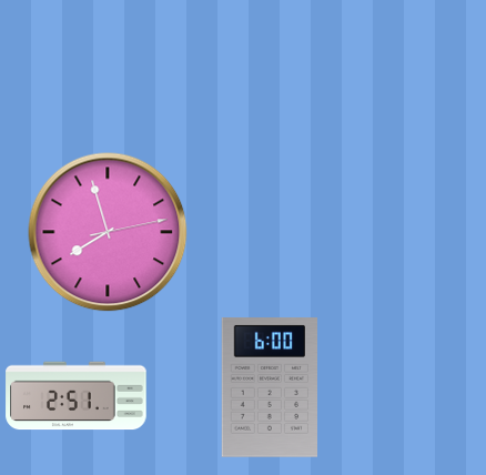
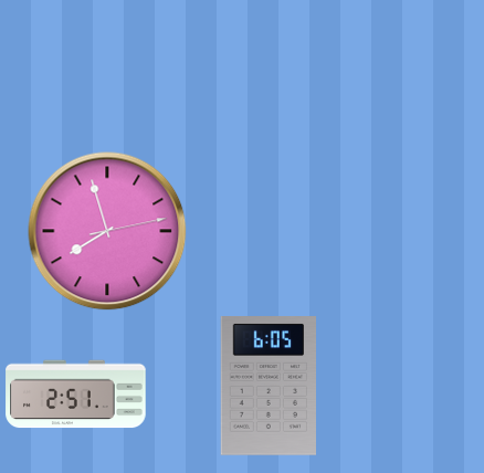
clock at (269, 388): 6:00 -> 6:05
